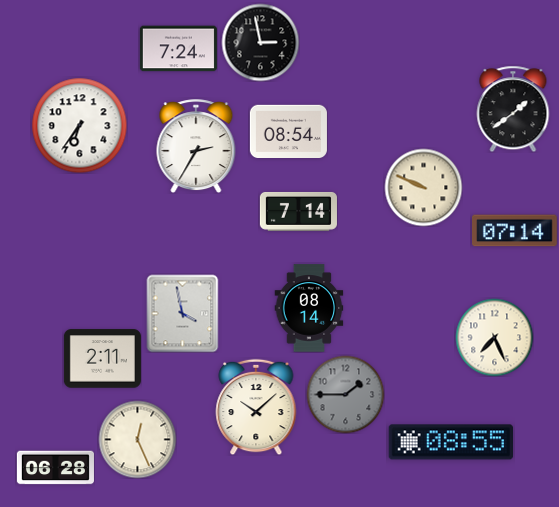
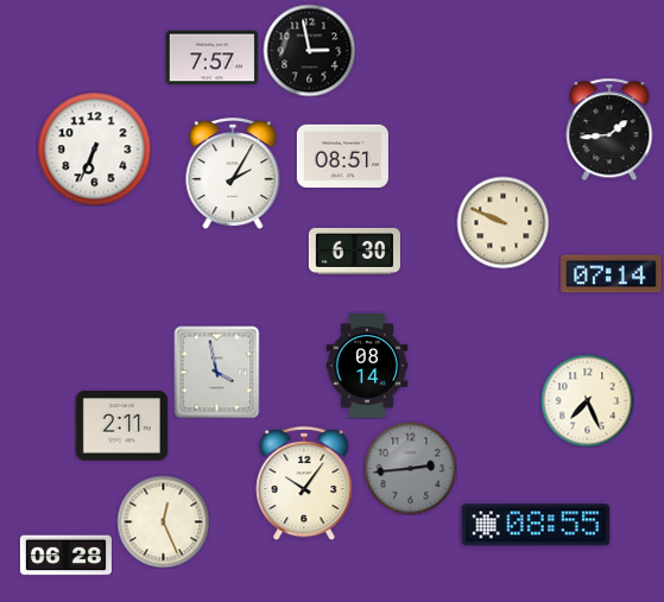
clock at (178, 49): 7:24 -> 7:57
clock at (513, 109): 1:39 -> 1:44
clock at (79, 125): 6:36 -> 6:34
clock at (288, 131): 08:54 -> 08:51
clock at (196, 146): 2:35 -> 2:05
clock at (298, 211): 7:14 -> 6:30
clock at (345, 394): 1:45 -> 2:44
clock at (256, 407): 10:08 -> 10:06
